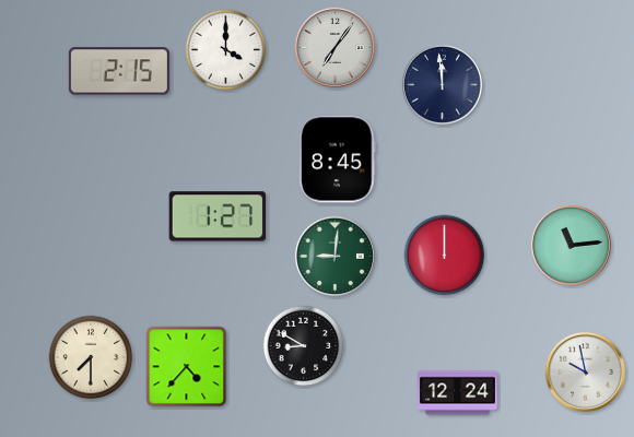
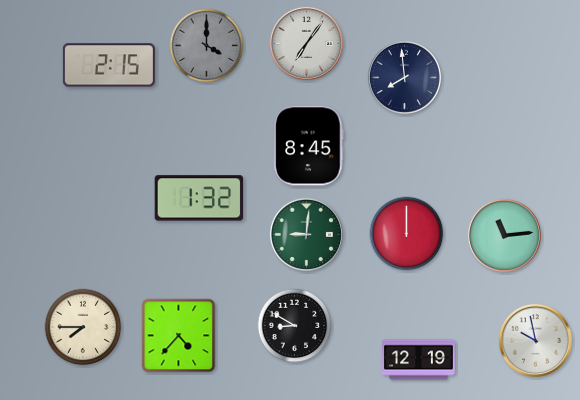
clock at (226, 50) dial: white -> grey
clock at (442, 84): 11:59 -> 7:59
clock at (218, 216): 1:27 -> 1:32
clock at (571, 245) position: (571, 245) -> (504, 235)
clock at (304, 346) position: (304, 346) -> (295, 326)
clock at (91, 357): 7:30 -> 7:45
clock at (187, 367) position: (187, 367) -> (179, 336)
clock at (458, 393): 12:24 -> 12:19
